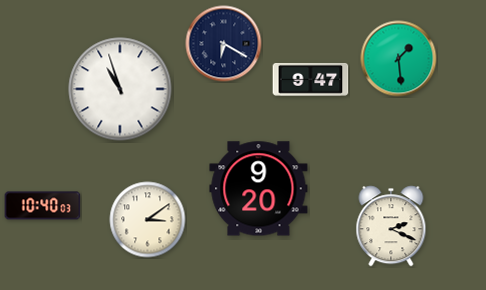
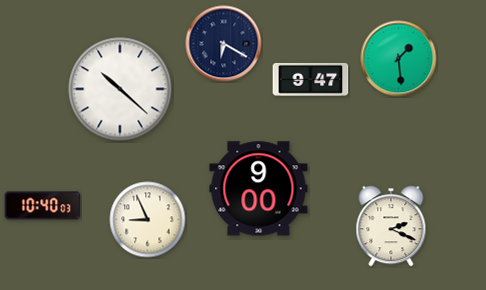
clock at (120, 89): 10:57 -> 10:22
clock at (259, 189): 9:20 -> 9:00
clock at (148, 220): 3:09 -> 8:56
